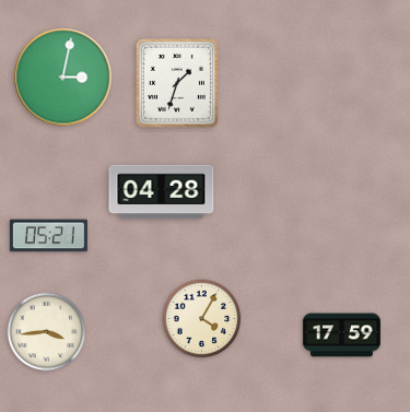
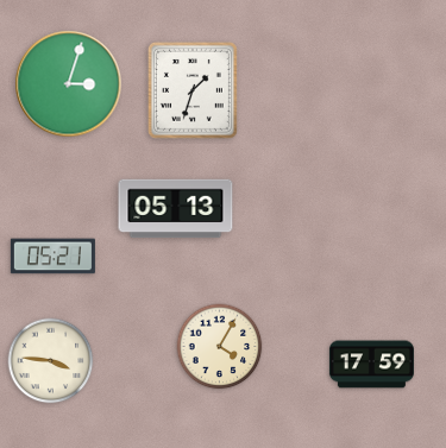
clock at (63, 78): 3:02 -> 3:03
clock at (162, 192): 04:28 -> 05:13
clock at (47, 332): 3:44 -> 3:46
